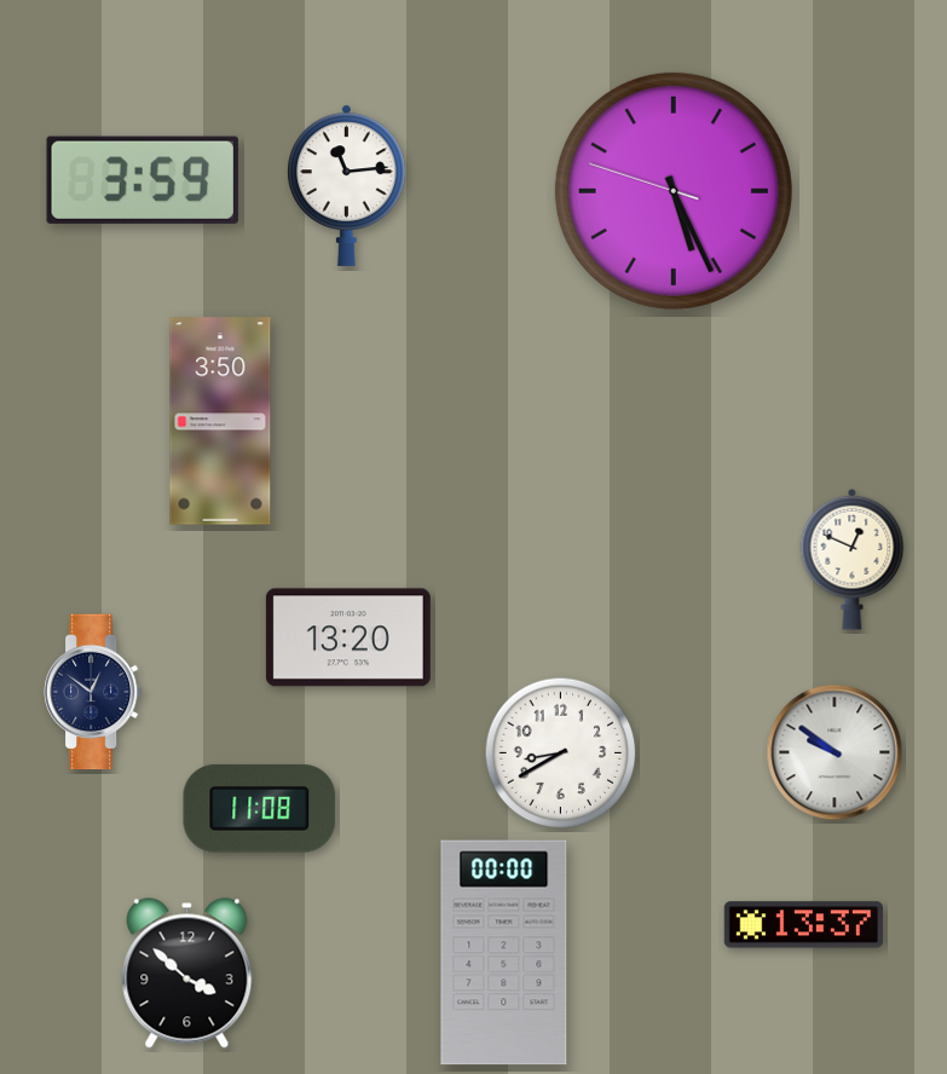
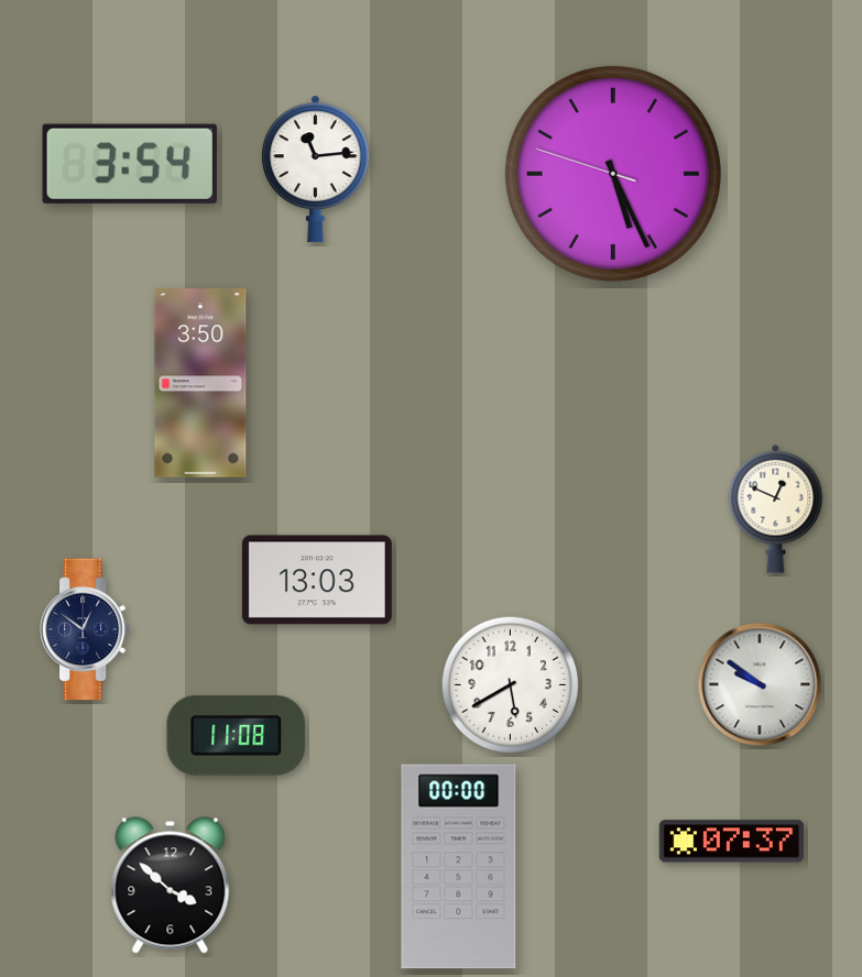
clock at (143, 180): 3:59 -> 3:54
clock at (348, 637): 13:20 -> 13:03
clock at (561, 753): 8:40 -> 5:40
clock at (803, 925): 13:37 -> 07:37
